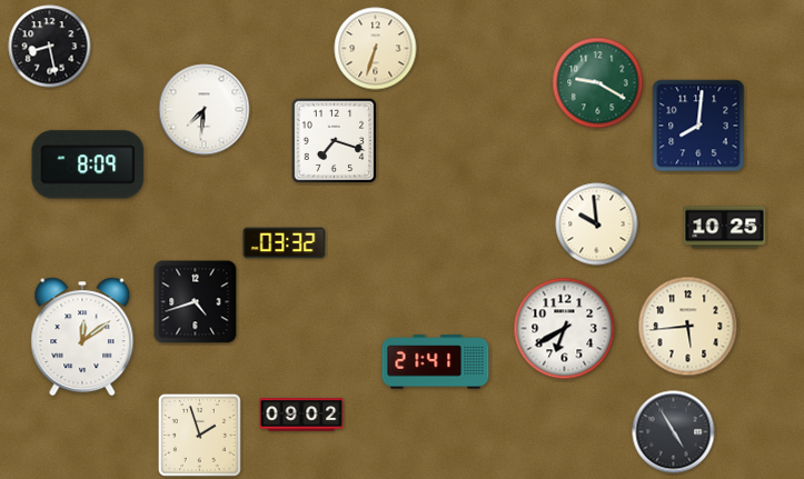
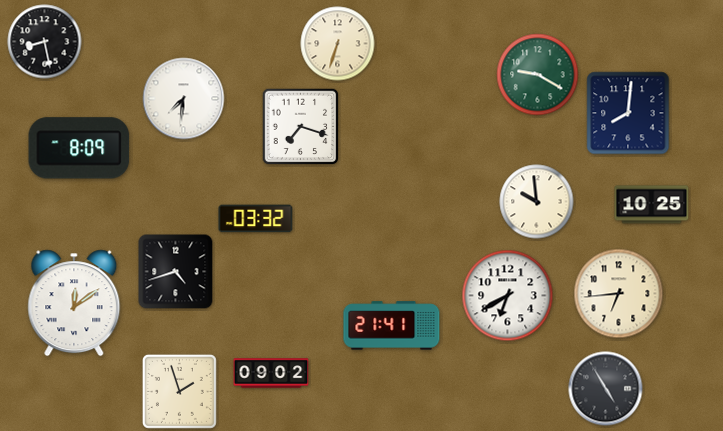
clock at (688, 327): 5:44 -> 6:44
